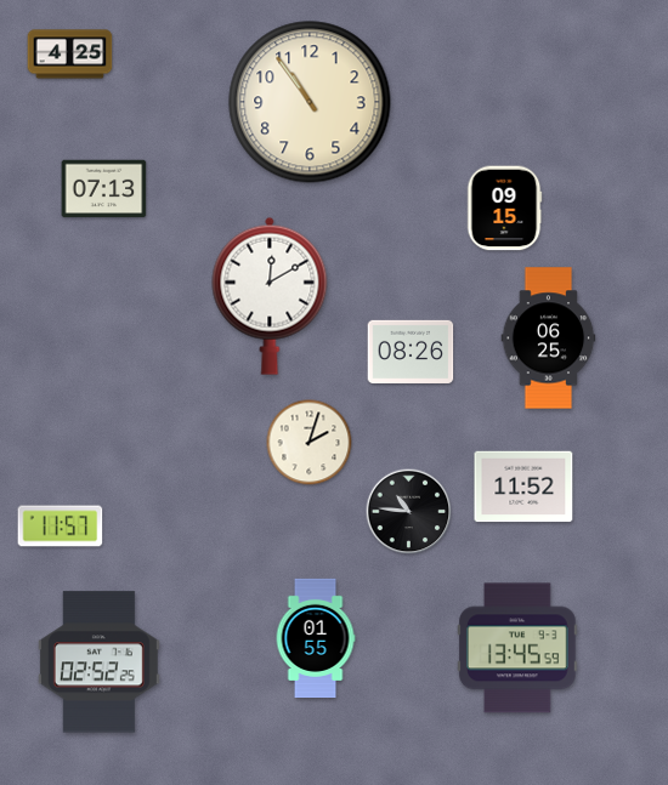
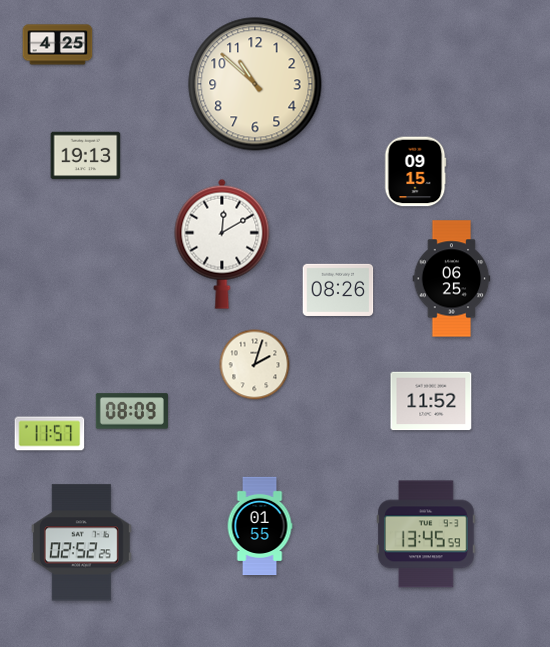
clock at (310, 102): 10:54 -> 10:52
clock at (104, 189): 07:13 -> 19:13
clock at (132, 411): none -> 08:09
clock at (409, 512): 10:46 -> none
clock at (98, 662) position: (98, 662) -> (81, 543)
